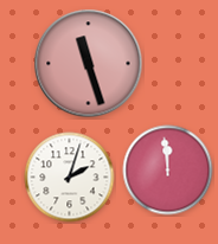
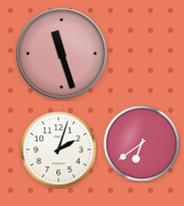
clock at (89, 64) position: (89, 64) -> (62, 54)
clock at (168, 171): 11:59 -> 6:39
